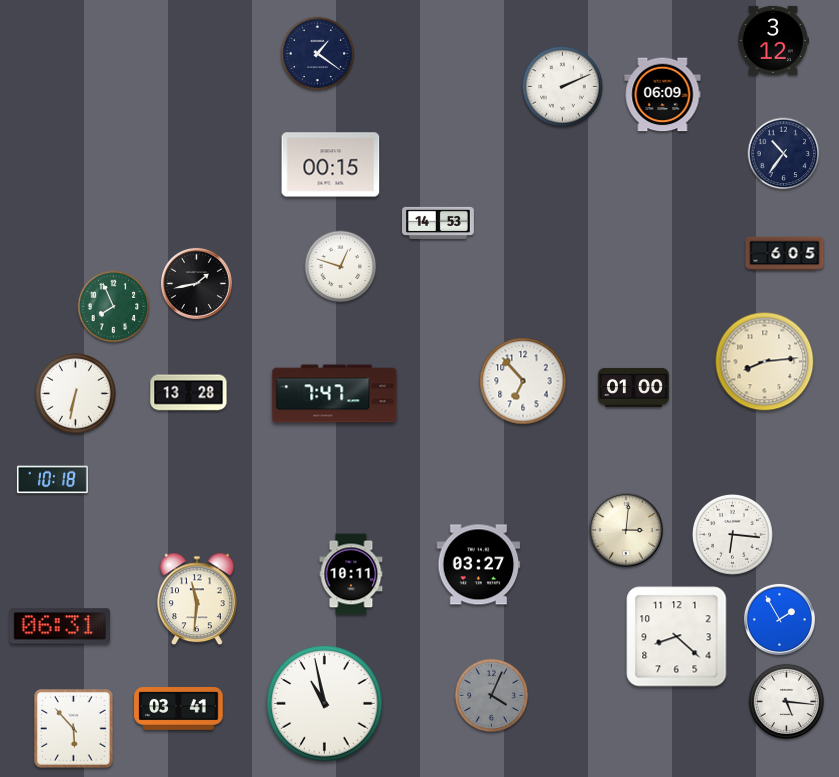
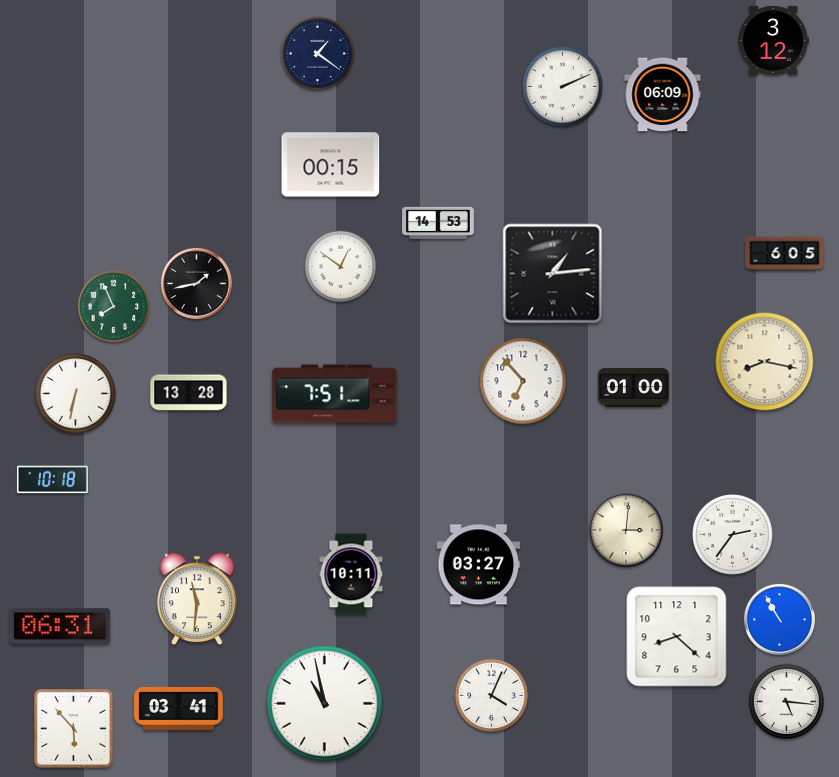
clock at (784, 154): 10:36 -> none
clock at (341, 267): 12:48 -> 12:51
clock at (553, 274): none -> 1:14
clock at (765, 362): 8:14 -> 8:17
clock at (335, 394): 7:47 -> 7:51
clock at (733, 535): 6:16 -> 2:36
clock at (779, 619): 1:55 -> 10:55
clock at (492, 696) dial: grey -> white
